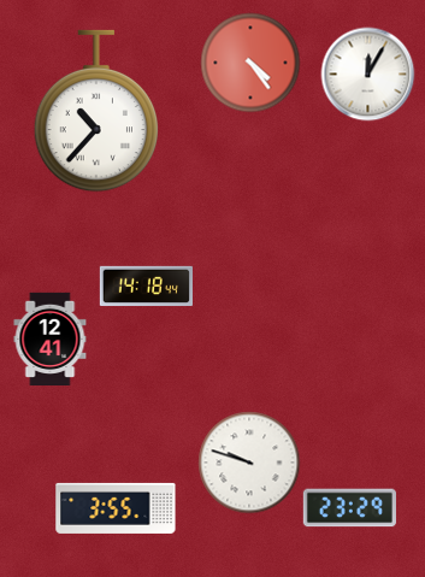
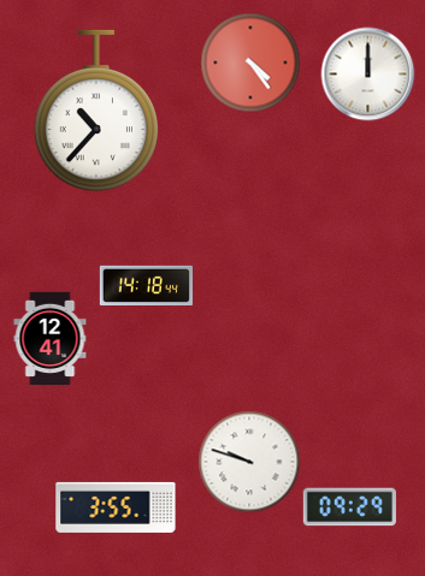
clock at (367, 73): 12:05 -> 12:00
clock at (349, 508): 23:29 -> 09:29
